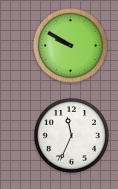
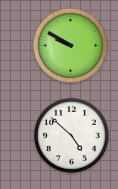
clock at (71, 135): 11:34 -> 4:52
